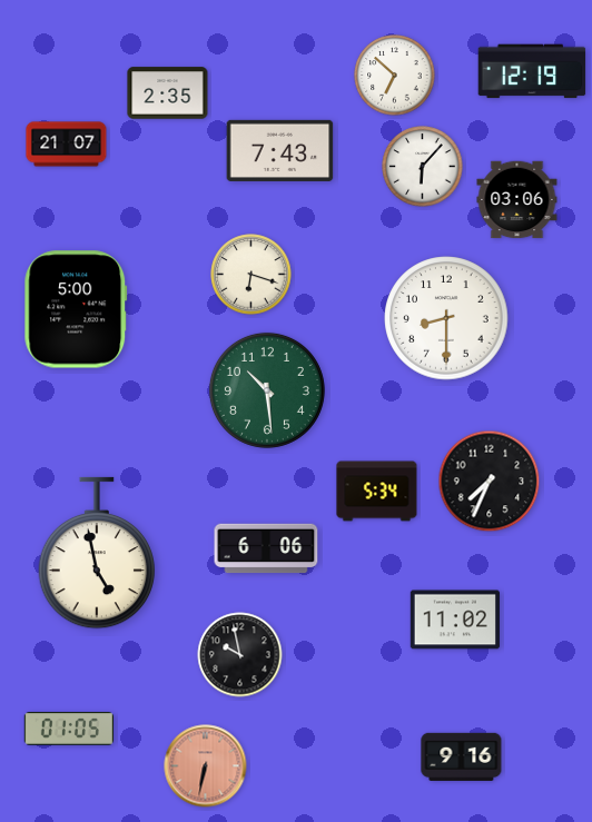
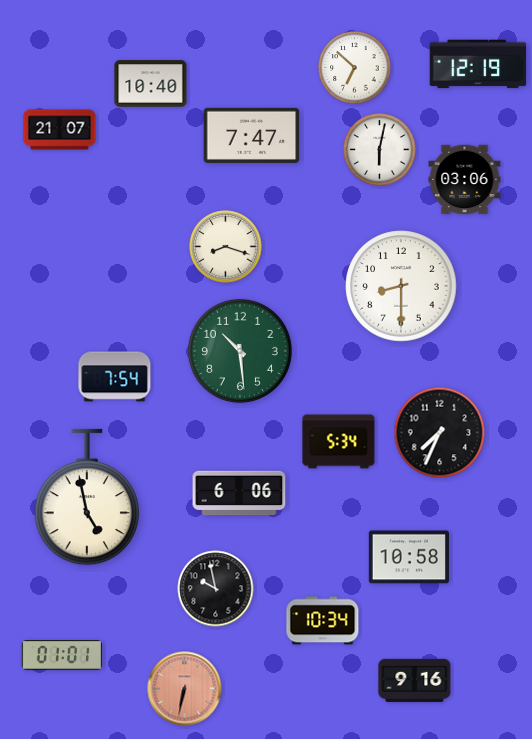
clock at (168, 93): 2:35 -> 10:40
clock at (280, 150): 7:43 -> 7:47
clock at (423, 167): 6:07 -> 6:02
clock at (251, 275): 6:18 -> 8:18
clock at (76, 309): 5:00 -> none
clock at (115, 377): none -> 7:54
clock at (455, 620): 11:02 -> 10:58
clock at (323, 621): none -> 10:34
clock at (69, 730): 01:05 -> 01:01
